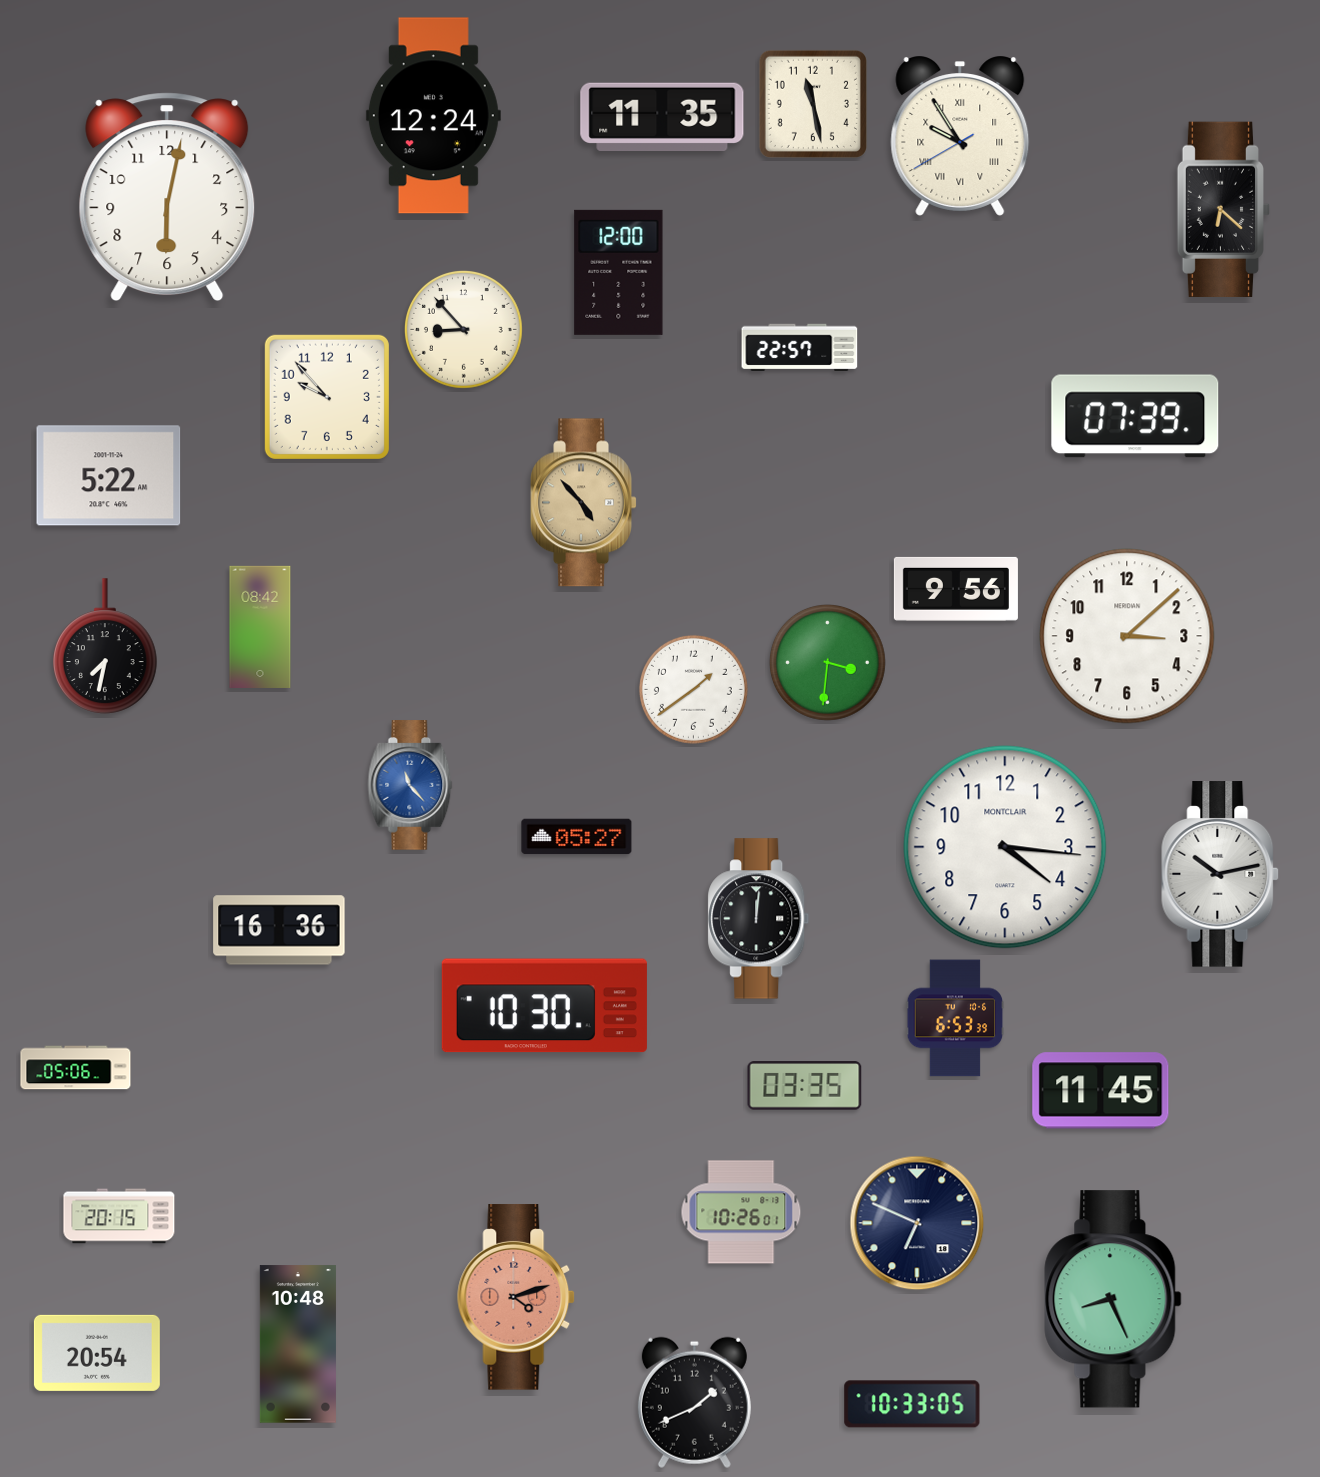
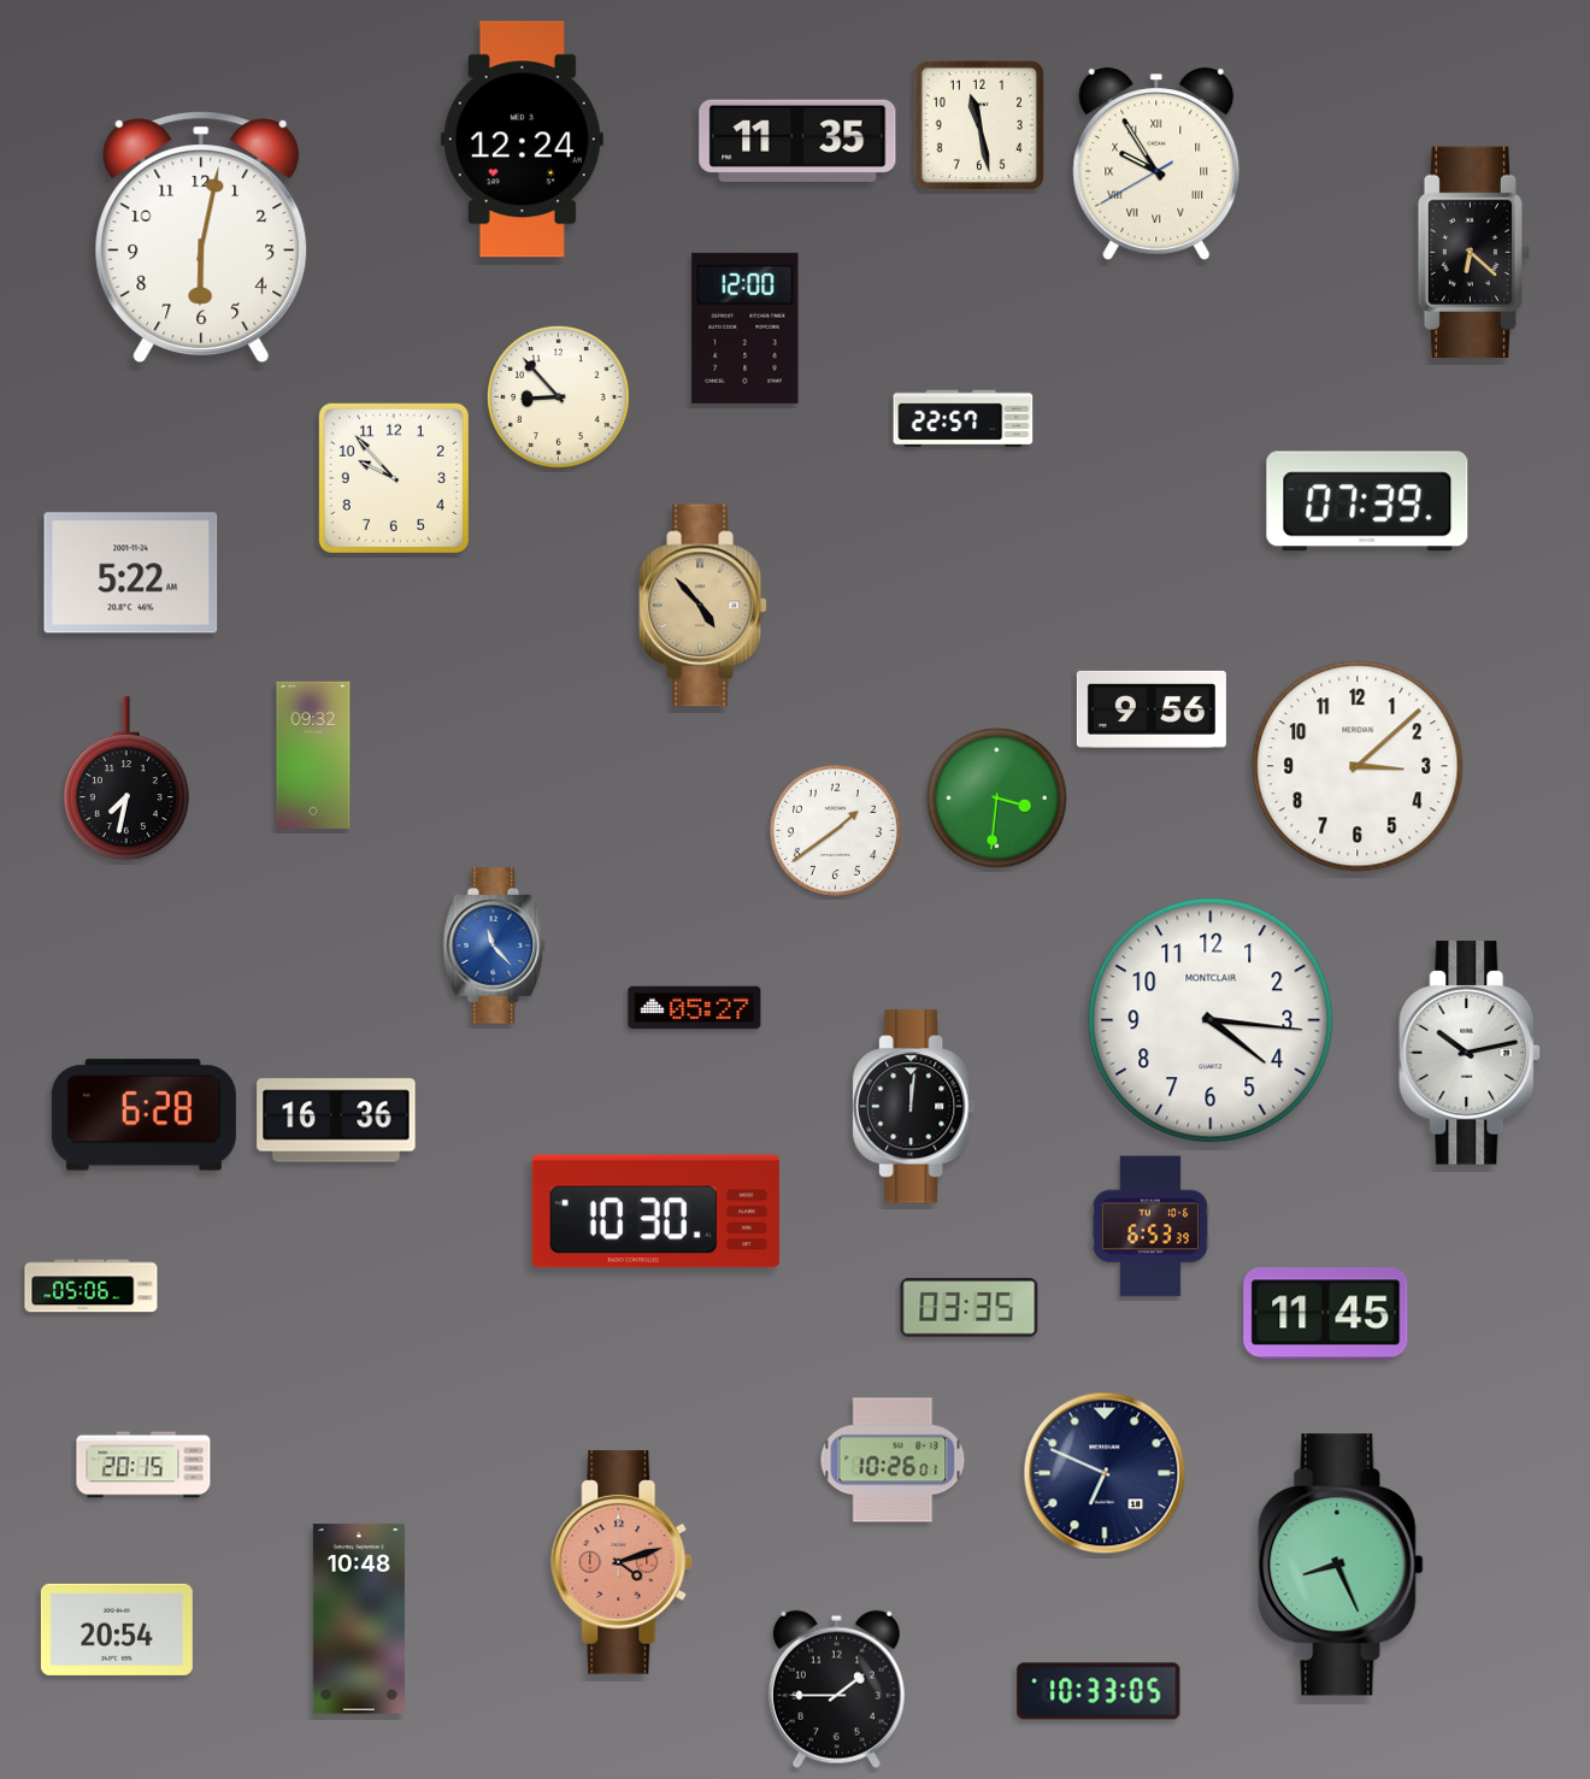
clock at (260, 627): 08:42 -> 09:32
clock at (143, 1115): none -> 6:28
clock at (694, 1402): 1:41 -> 1:45
